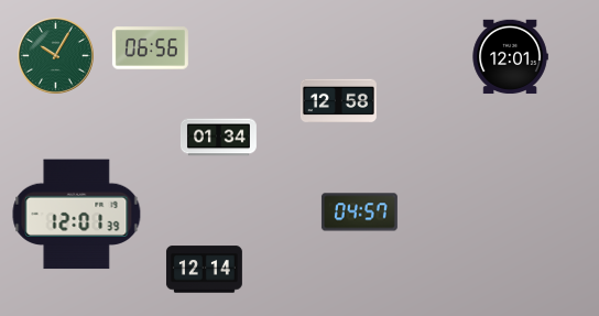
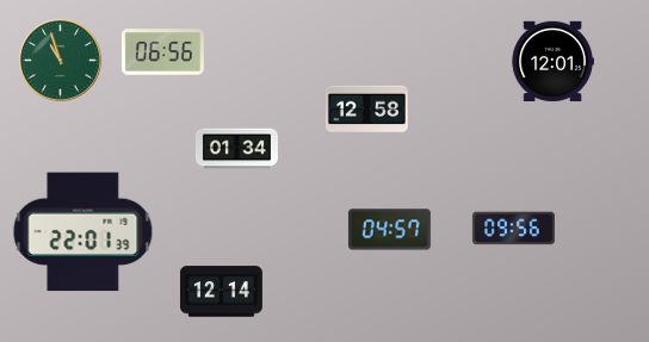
clock at (56, 56): 10:05 -> 10:57
clock at (513, 229): none -> 09:56
clock at (77, 215): 12:01 -> 22:01
